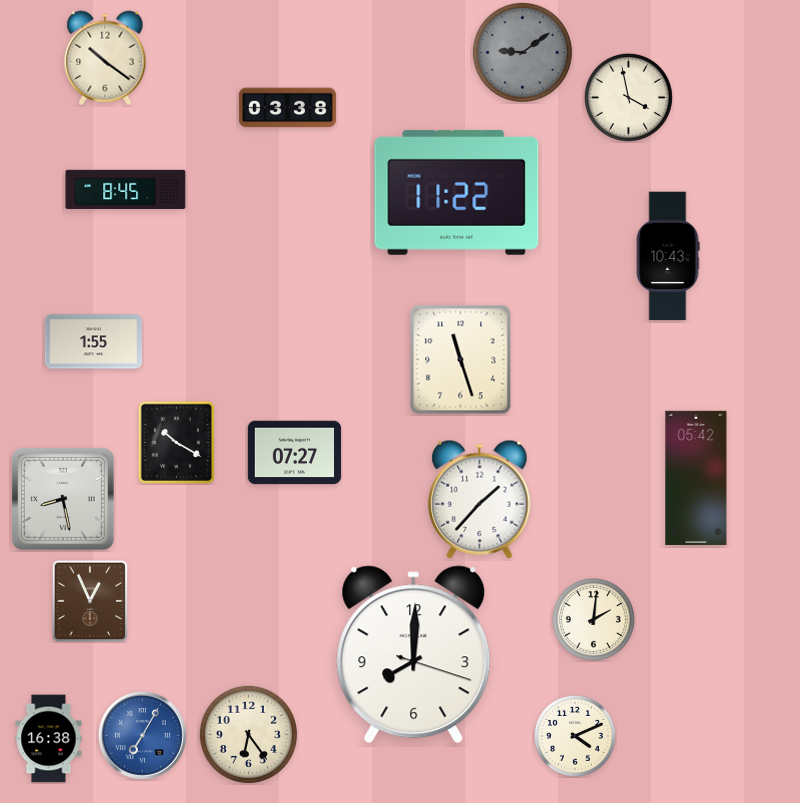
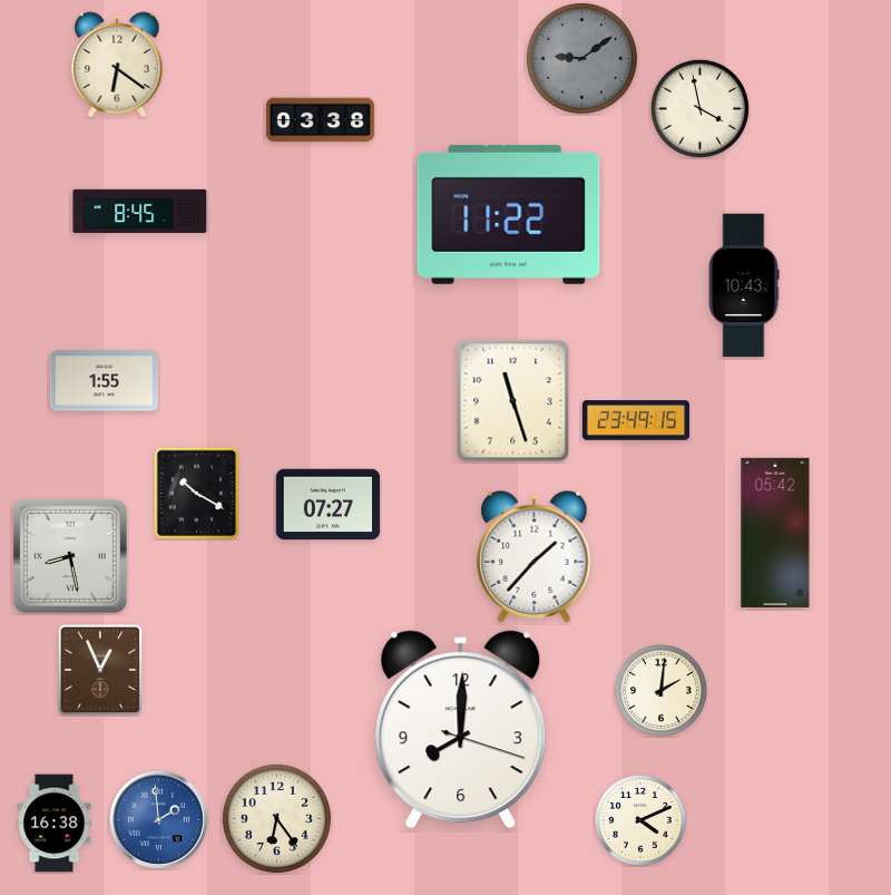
clock at (105, 58): 10:21 -> 6:21
clock at (636, 420): none -> 23:49
clock at (142, 735): 7:05 -> 1:59
